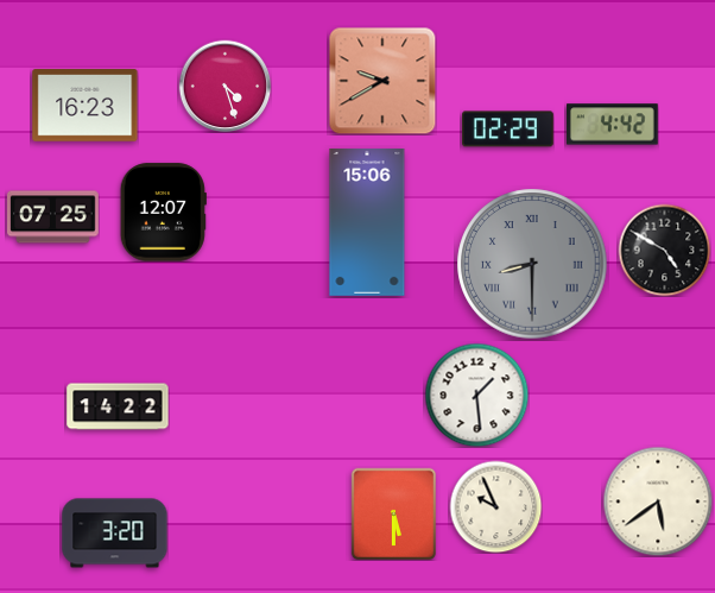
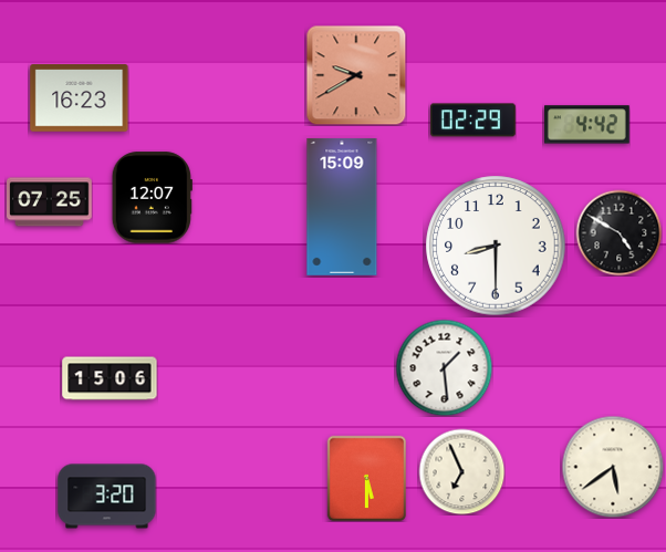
clock at (224, 86): 4:27 -> none
clock at (613, 125) position: (613, 125) -> (587, 125)
clock at (367, 222): 15:06 -> 15:09
clock at (532, 264) dial: grey -> white
clock at (532, 264) numerals: Roman -> Arabic
clock at (118, 406): 14:22 -> 15:06
clock at (495, 506): 9:56 -> 6:56
